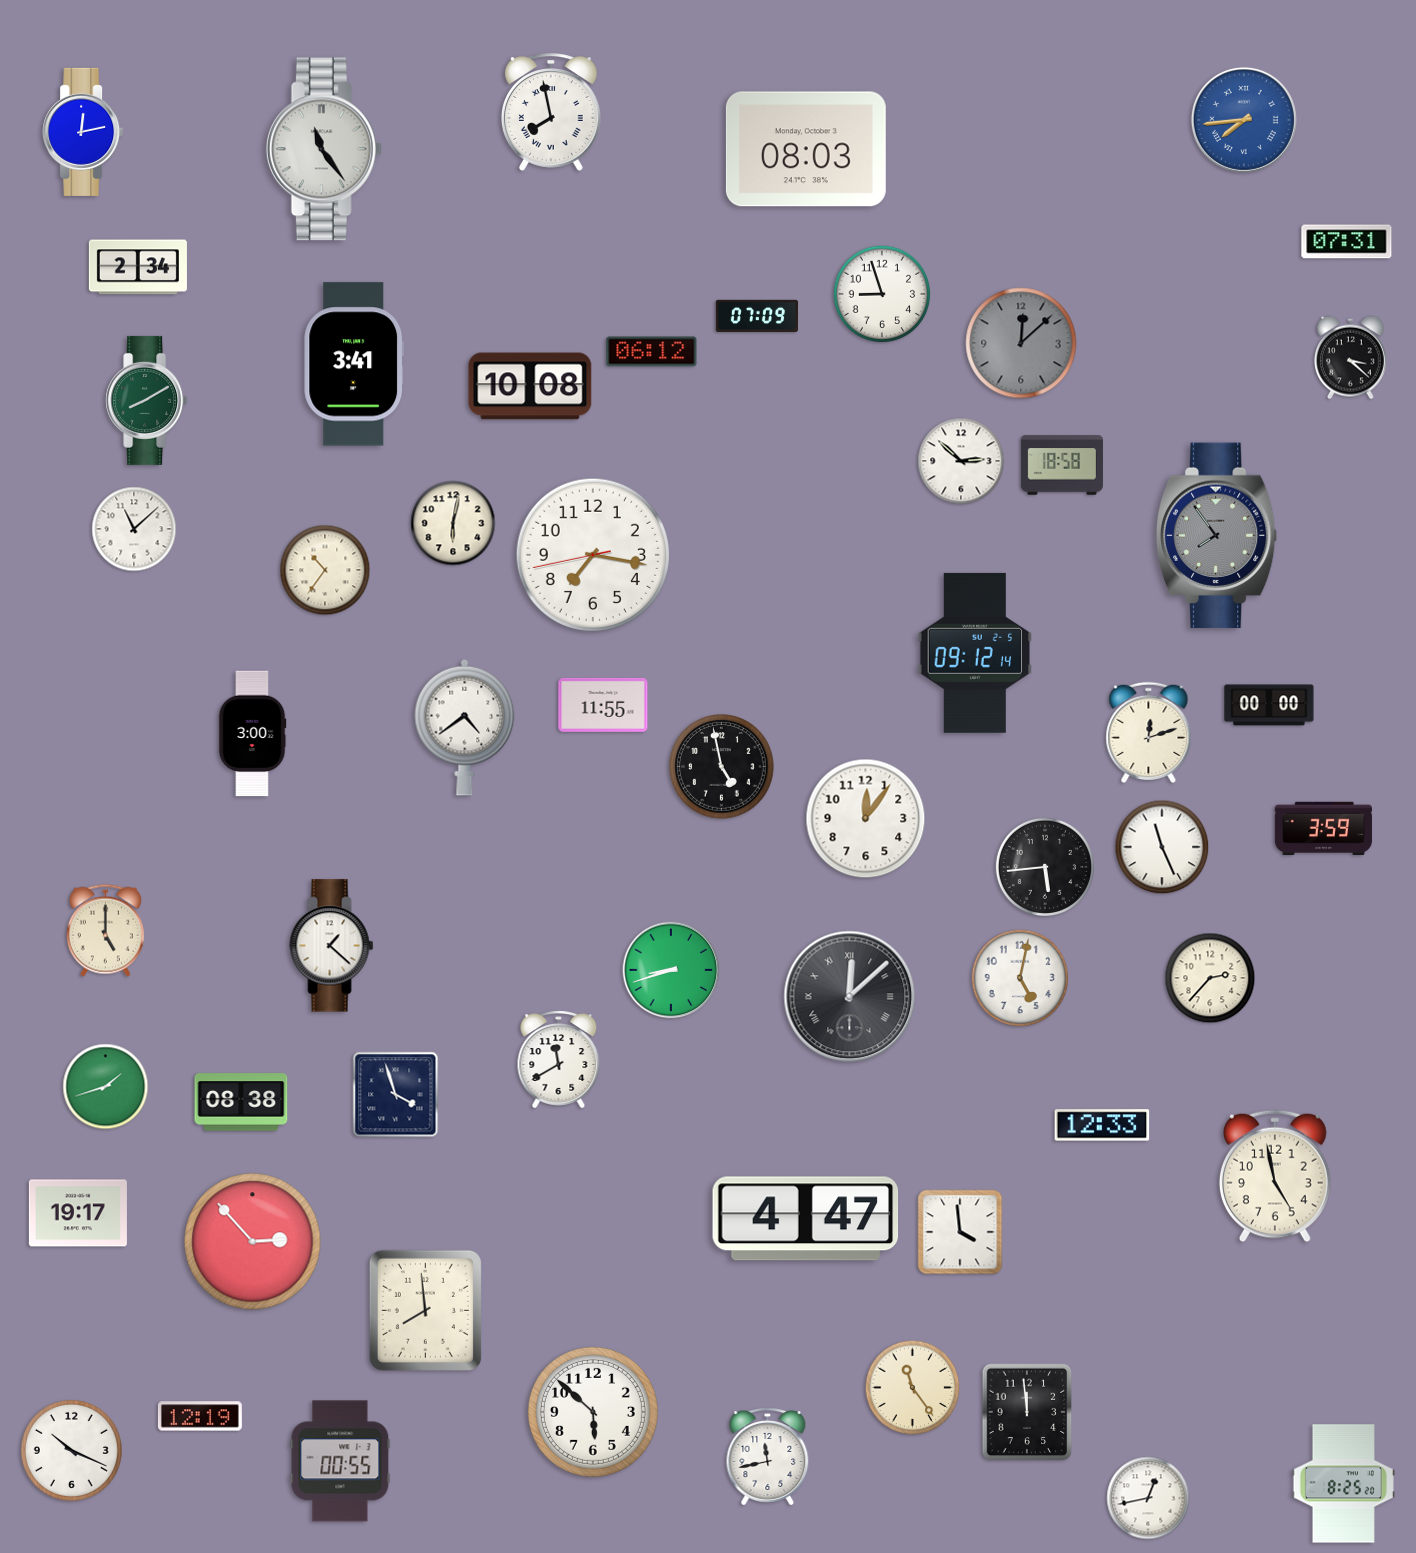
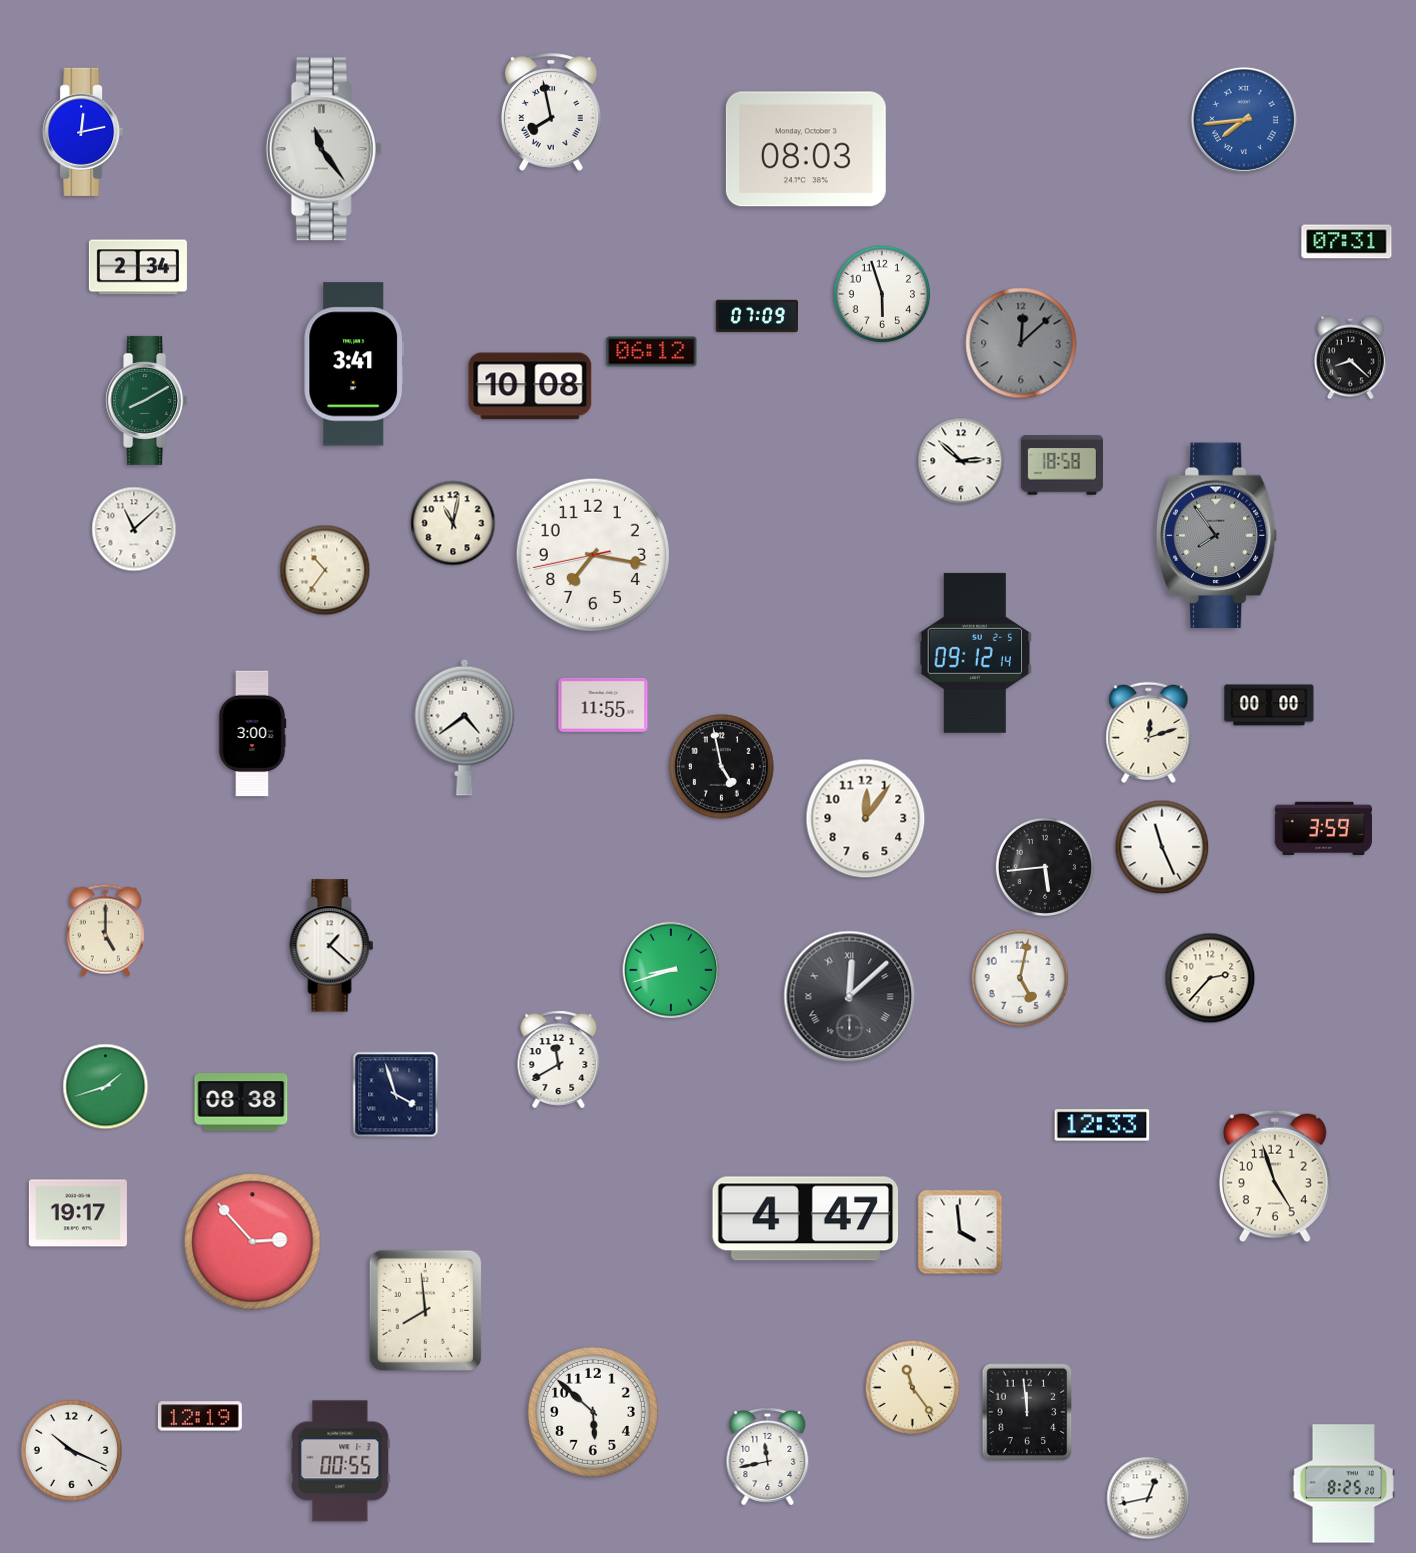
clock at (882, 294): 8:57 -> 5:57
clock at (1351, 358): 3:22 -> 8:22
clock at (453, 523): 6:02 -> 11:02
clock at (1275, 1176): 4:58 -> 4:57
